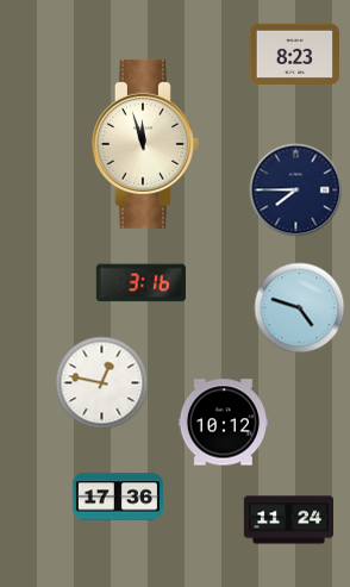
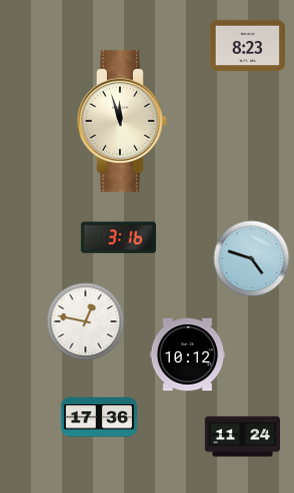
clock at (296, 191): 7:45 -> none
